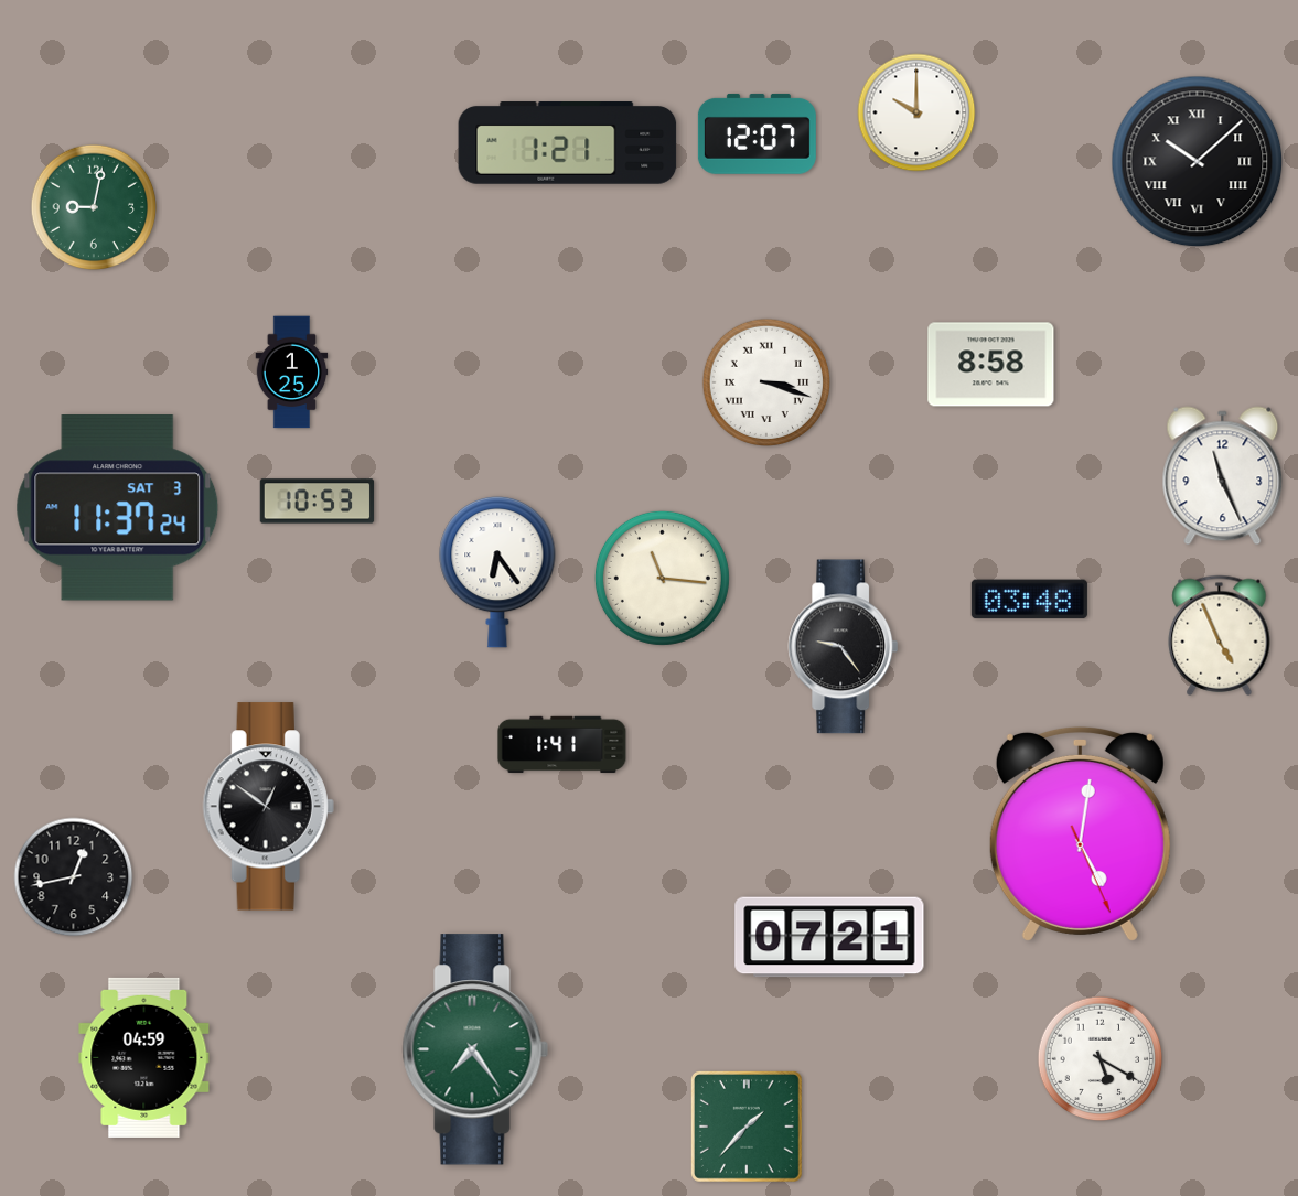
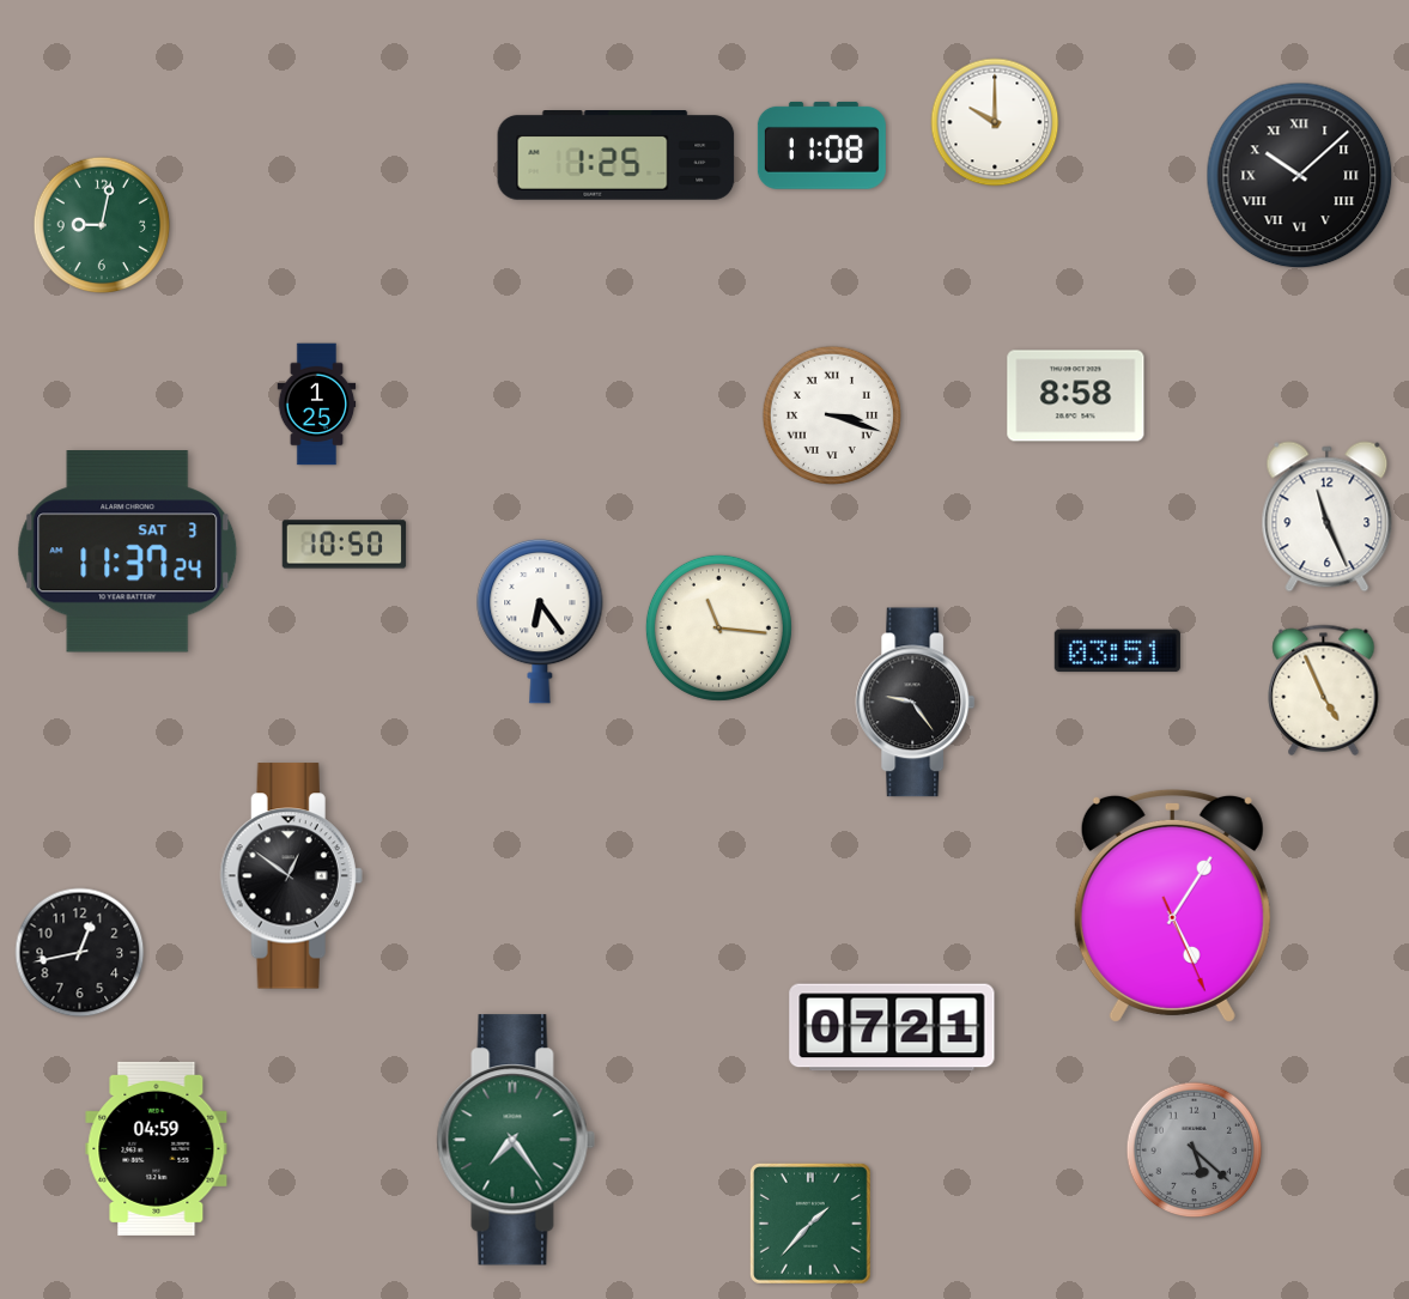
clock at (757, 133): 12:07 -> 11:08
clock at (568, 143): 1:21 -> 1:25
clock at (318, 502): 10:53 -> 10:50
clock at (1029, 600): 03:48 -> 03:51
clock at (562, 745): 1:41 -> none
clock at (1080, 833): 5:01 -> 5:05
clock at (829, 937) position: (829, 937) -> (892, 1027)
clock at (1101, 1059): 5:20 -> 5:22
clock at (1101, 1059) dial: white -> grey
